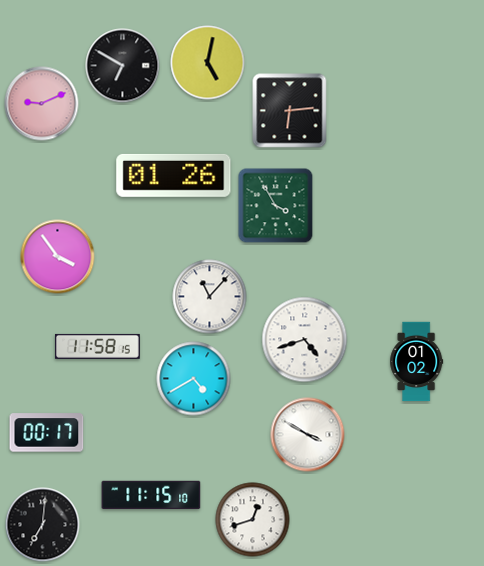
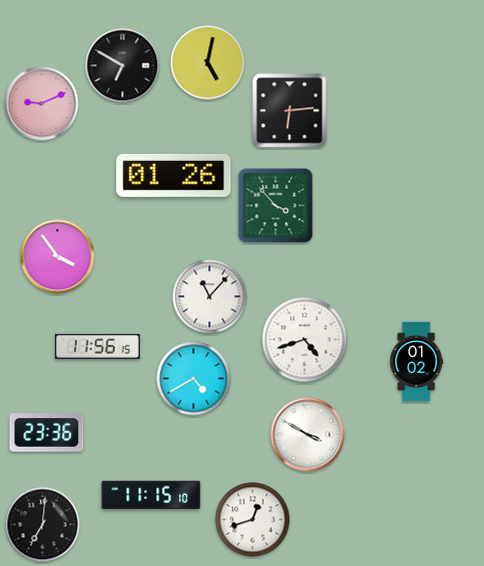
clock at (276, 206): 3:55 -> 3:53
clock at (98, 346): 11:58 -> 11:56
clock at (47, 433): 00:17 -> 23:36
